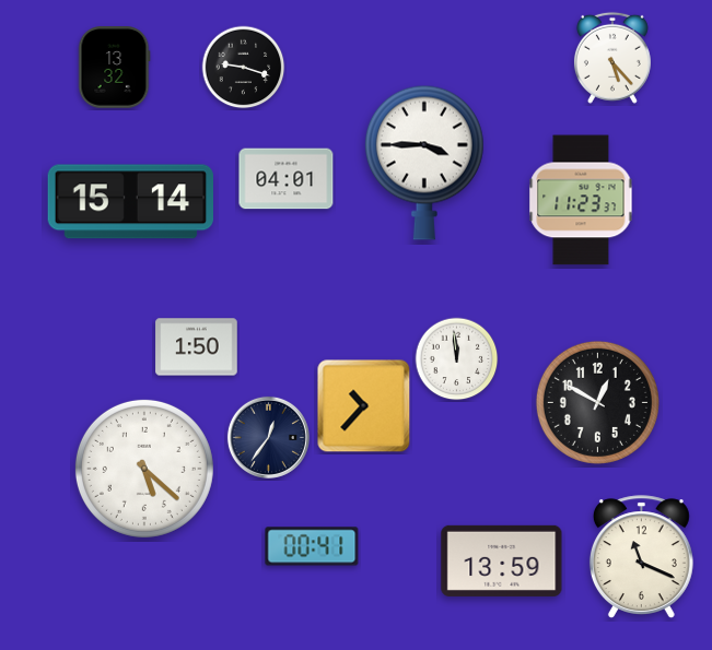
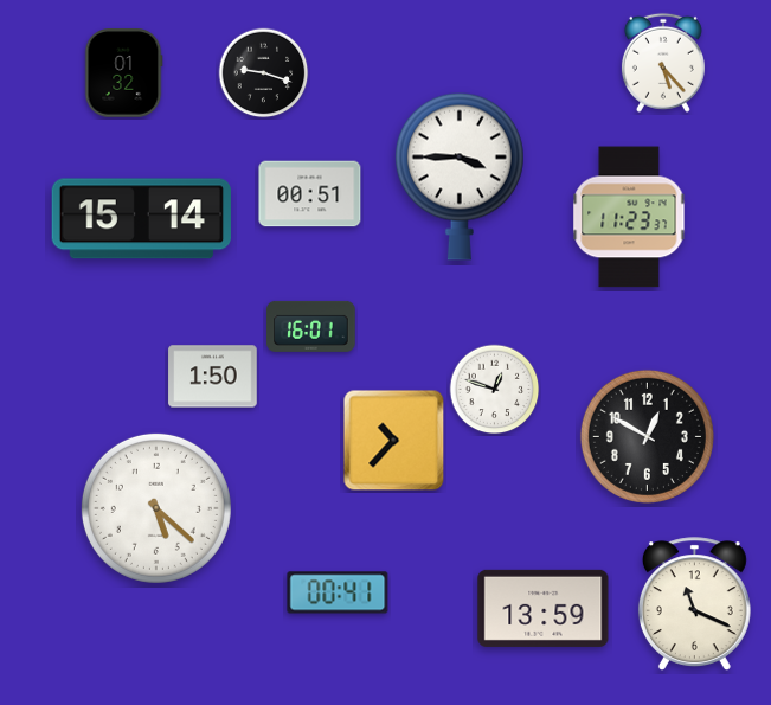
clock at (114, 68): 13:32 -> 01:32
clock at (287, 179): 04:01 -> 00:51
clock at (311, 326): none -> 16:01
clock at (457, 359): 11:59 -> 12:48
clock at (268, 437): 12:36 -> none
